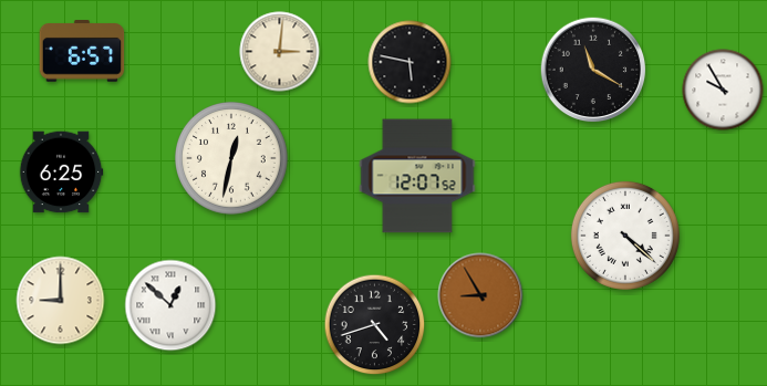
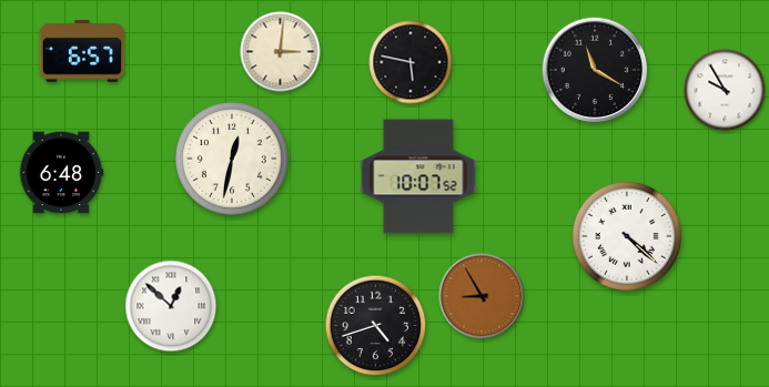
clock at (61, 173): 6:25 -> 6:48
clock at (417, 176): 12:07 -> 10:07
clock at (61, 301): 9:00 -> none
